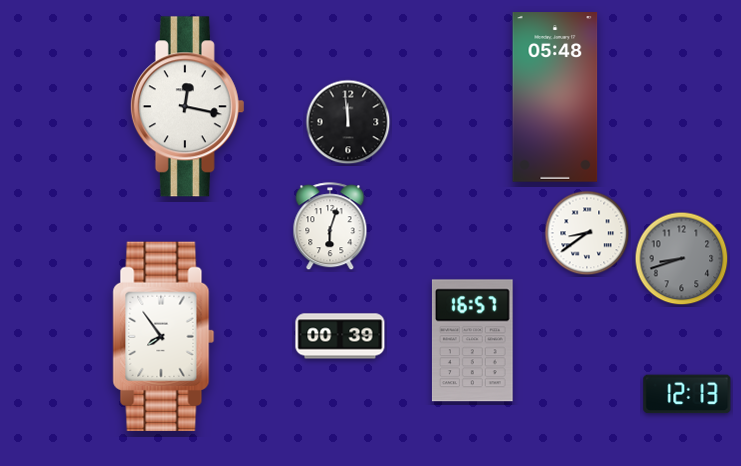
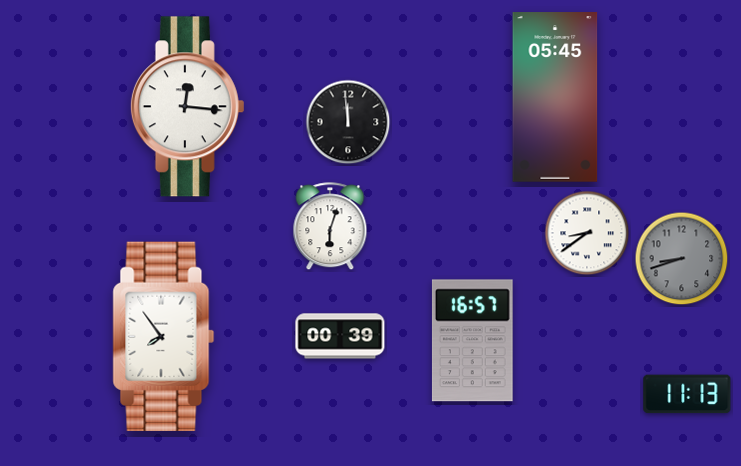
clock at (555, 97): 05:48 -> 05:45
clock at (187, 107): 12:17 -> 12:16
clock at (687, 394): 12:13 -> 11:13
